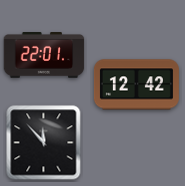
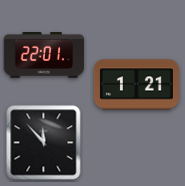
clock at (136, 85): 12:42 -> 1:21
